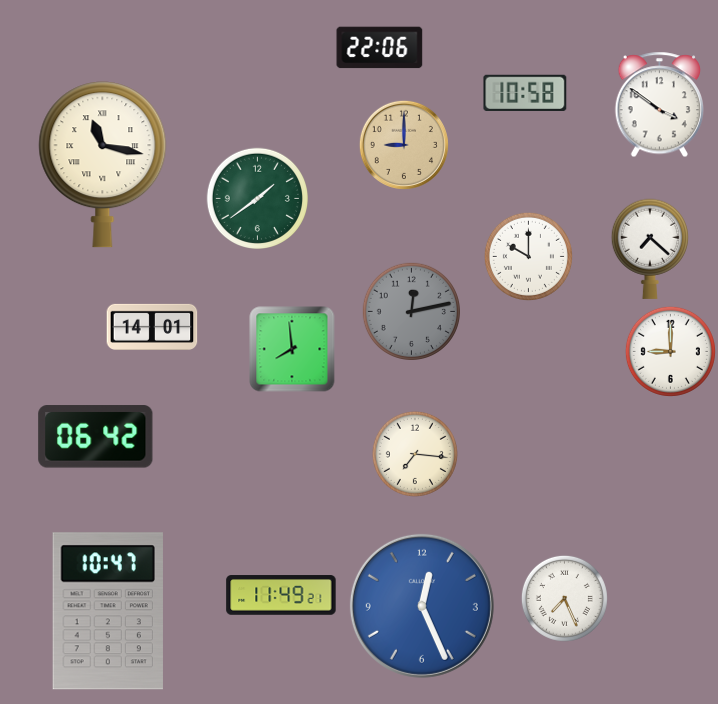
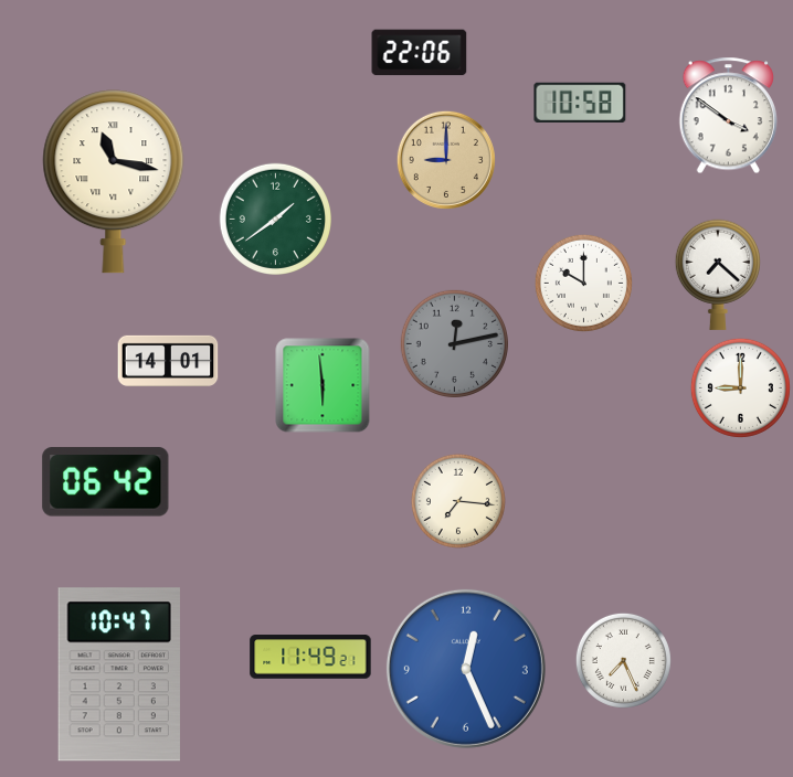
clock at (257, 198) position: (257, 198) -> (275, 219)
clock at (292, 349): 7:59 -> 5:59
